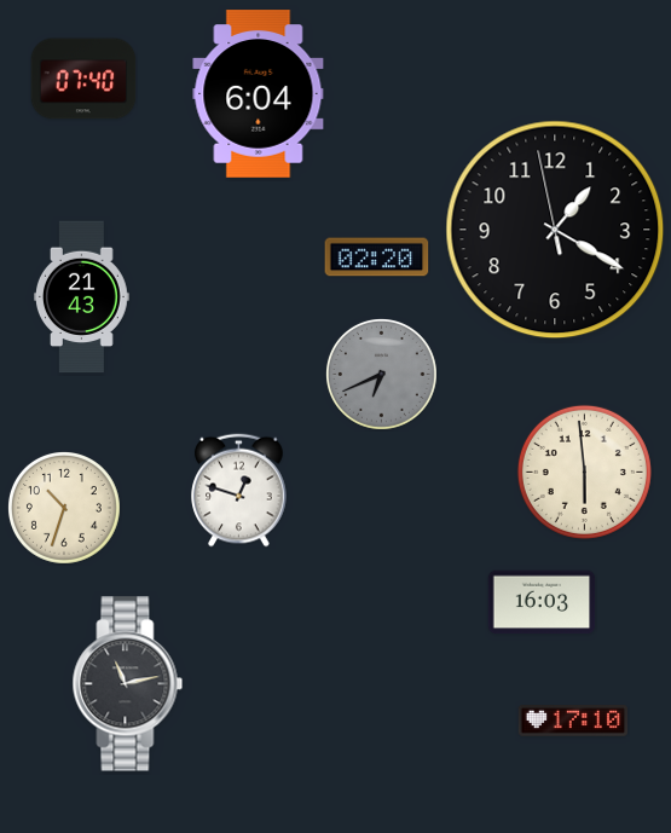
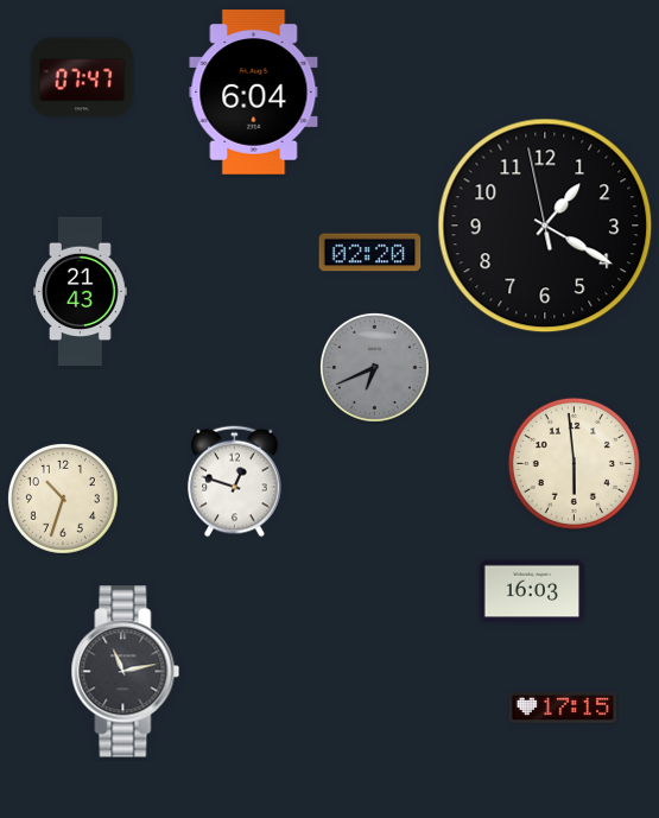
clock at (83, 79): 07:40 -> 07:47
clock at (572, 722): 17:10 -> 17:15
